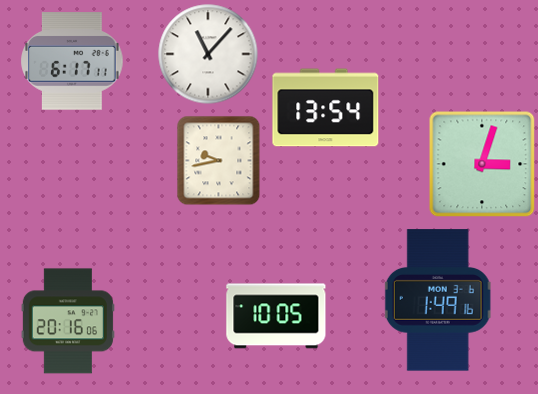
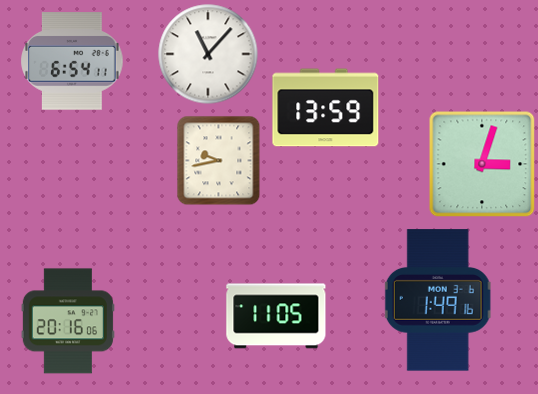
clock at (72, 61): 6:17 -> 6:54
clock at (326, 108): 13:54 -> 13:59
clock at (276, 316): 10:05 -> 11:05
